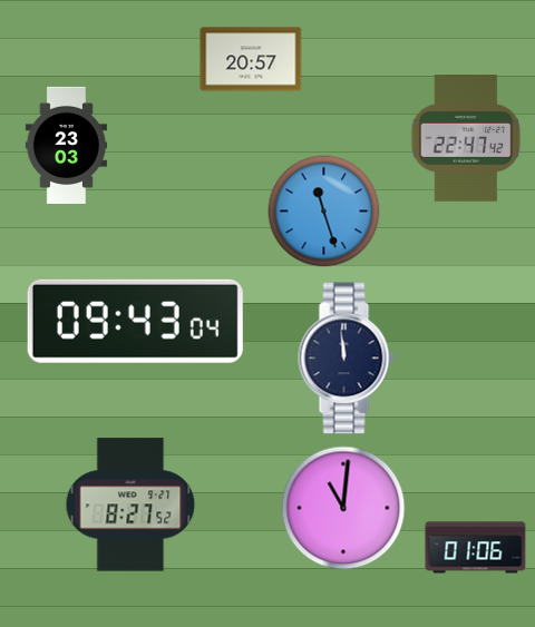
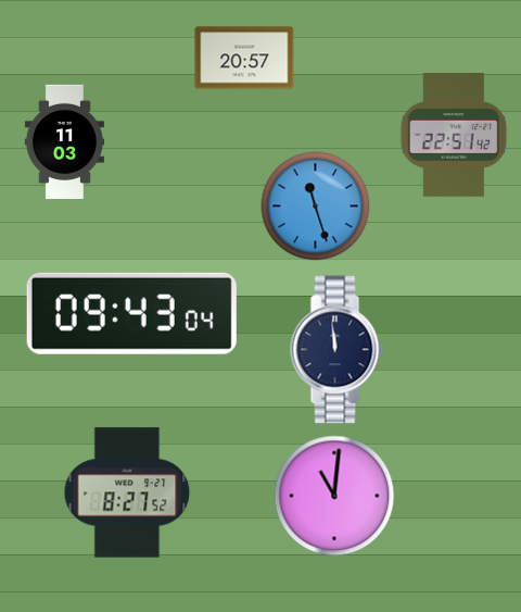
clock at (466, 138): 22:47 -> 22:51
clock at (66, 145): 23:03 -> 11:03
clock at (476, 548): 01:06 -> none
